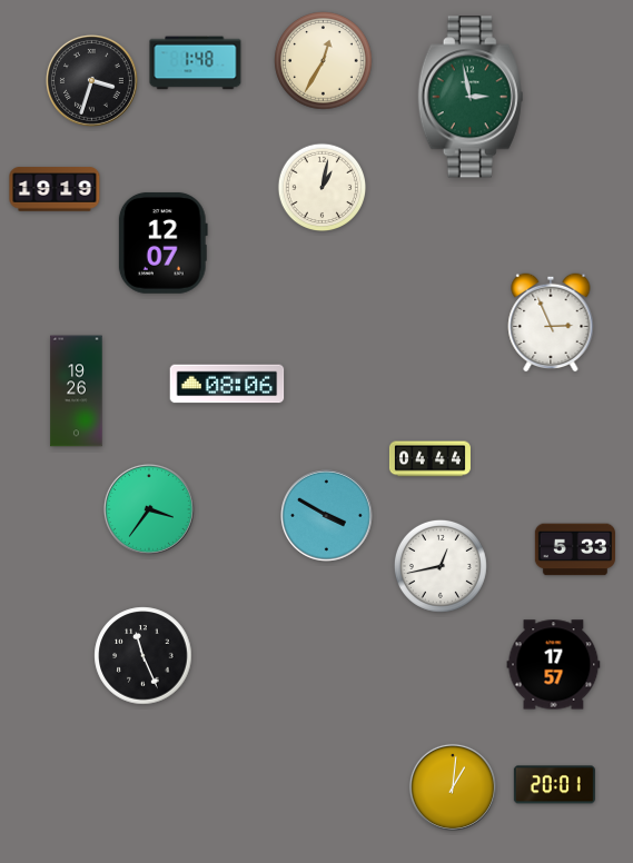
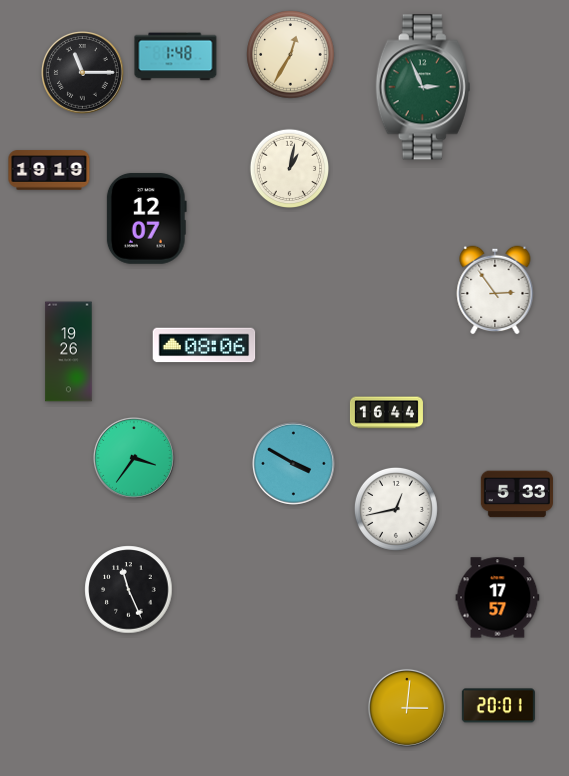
clock at (92, 81): 3:33 -> 11:15
clock at (471, 97): 2:58 -> 2:56
clock at (551, 323): 2:56 -> 2:54
clock at (429, 459): 04:44 -> 16:44
clock at (453, 787): 1:01 -> 3:01
